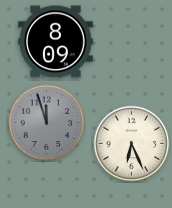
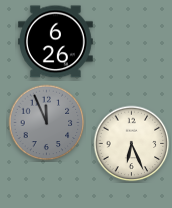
clock at (56, 42): 8:09 -> 6:26
clock at (47, 123): 11:57 -> 11:56
